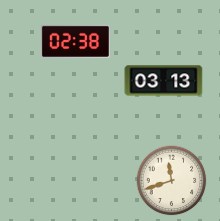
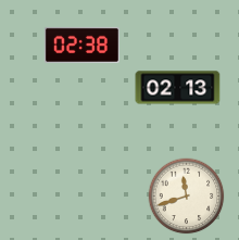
clock at (164, 81): 03:13 -> 02:13
